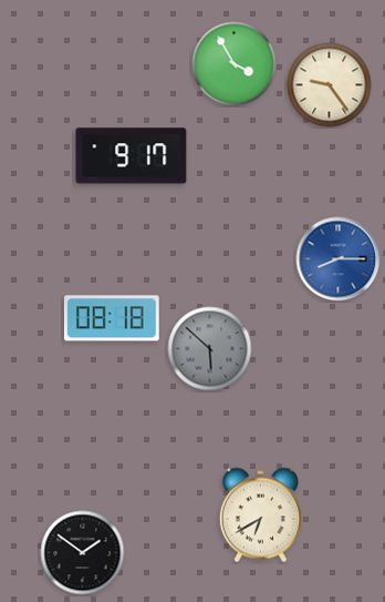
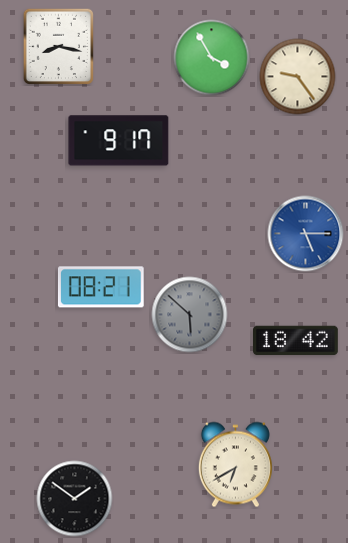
clock at (58, 46): none -> 8:17
clock at (339, 259): 8:15 -> 5:15
clock at (112, 318): 08:18 -> 08:21
clock at (296, 341): none -> 18:42
